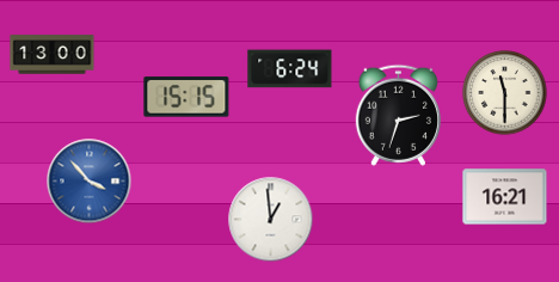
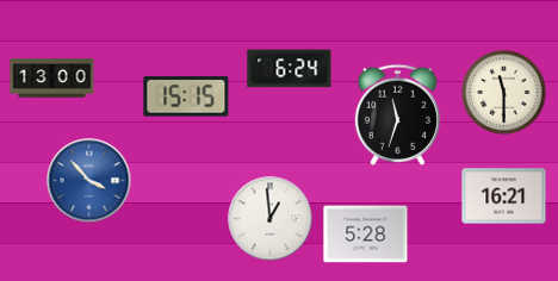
clock at (53, 55) position: (53, 55) -> (52, 79)
clock at (398, 115): 2:33 -> 11:33
clock at (366, 235): none -> 5:28
